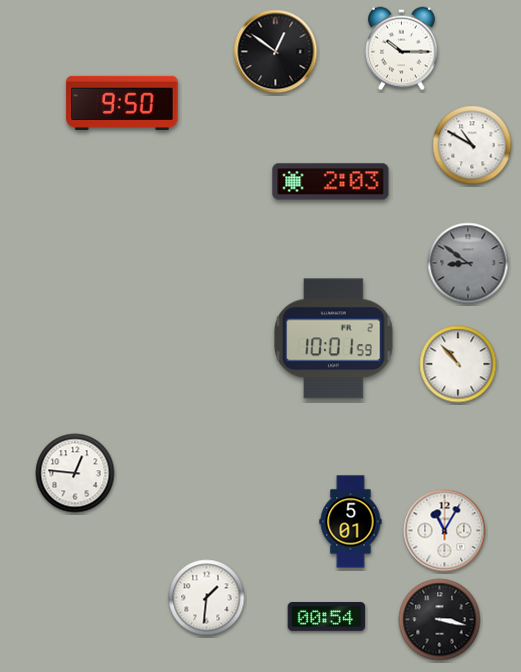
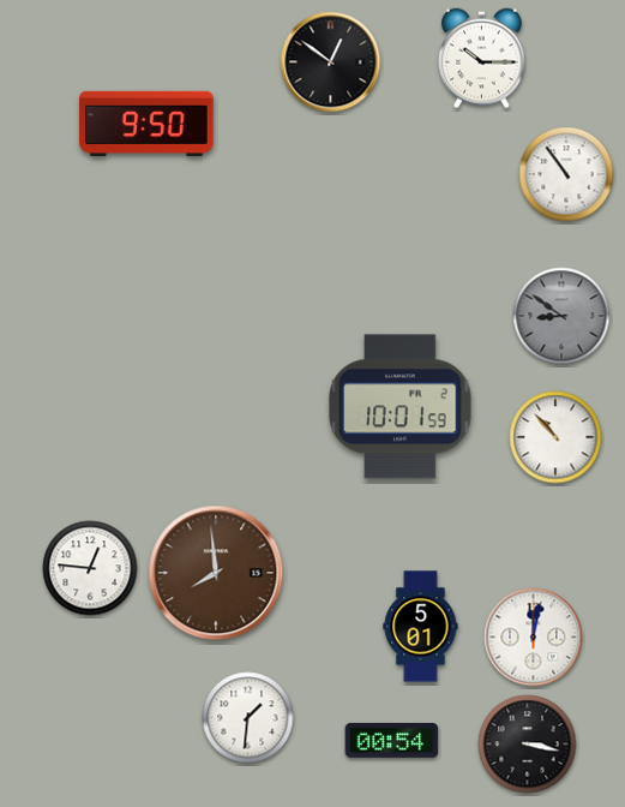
clock at (472, 145): 10:50 -> 10:54
clock at (331, 182): 2:03 -> none
clock at (458, 364) position: (458, 364) -> (555, 437)
clock at (216, 573): none -> 7:59
clock at (445, 531): 11:05 -> 12:02
